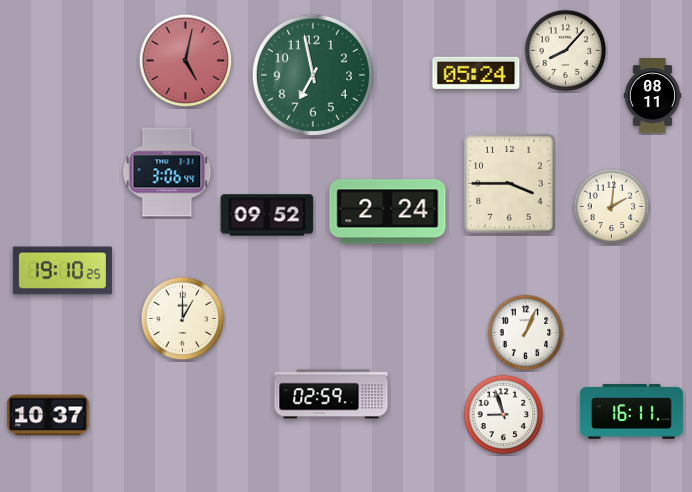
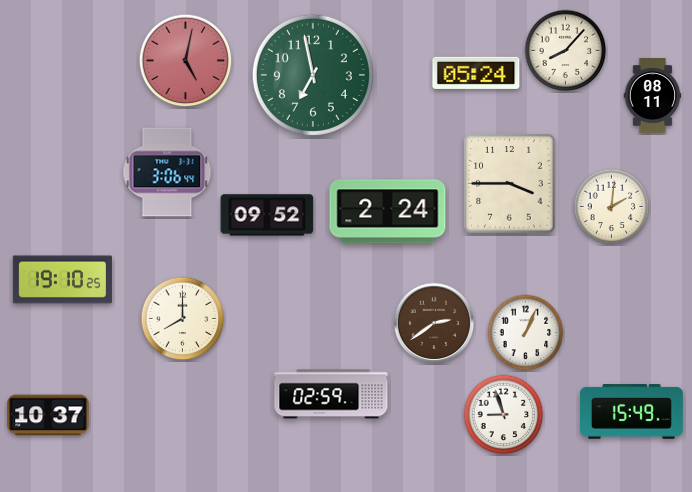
clock at (62, 271) position: (62, 271) -> (62, 280)
clock at (183, 319): 1:00 -> 8:00
clock at (434, 323): none -> 2:39
clock at (631, 412): 16:11 -> 15:49
